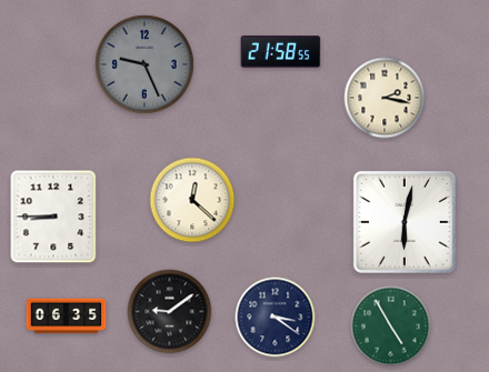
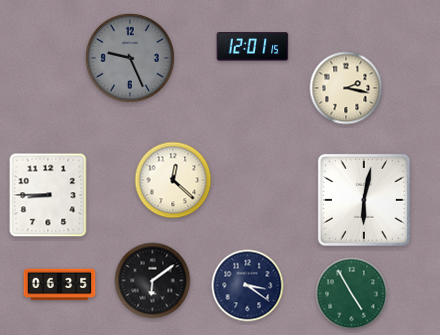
clock at (281, 52): 21:58 -> 12:01
clock at (170, 312): 9:09 -> 6:09
